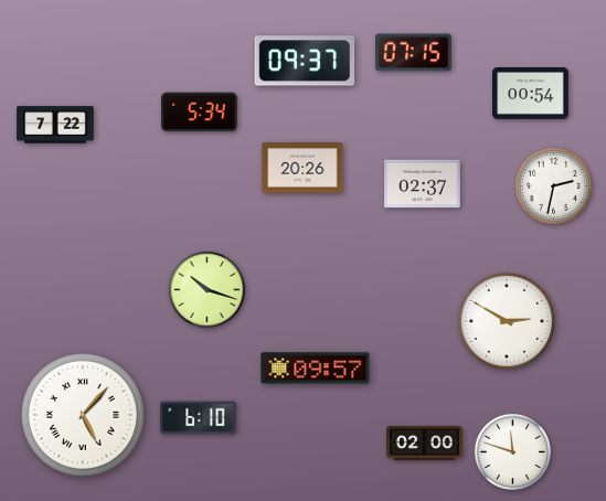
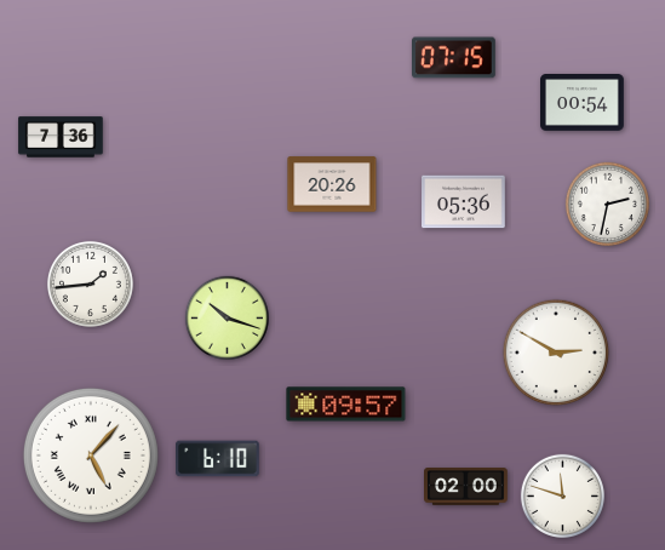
clock at (305, 61): 09:37 -> none
clock at (200, 113): 5:34 -> none
clock at (55, 125): 7:22 -> 7:36
clock at (423, 184): 02:37 -> 05:36
clock at (90, 283): none -> 1:44
